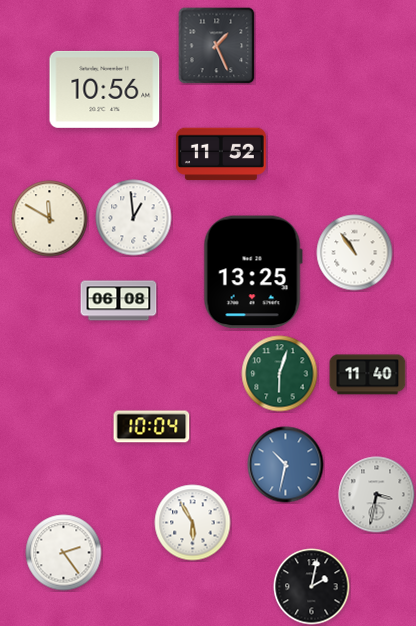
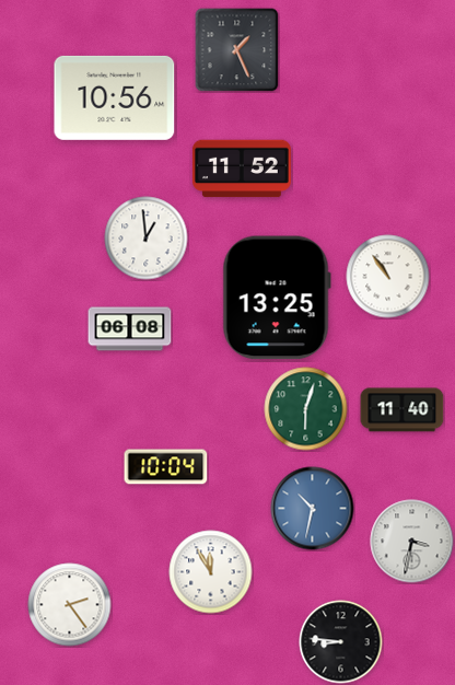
clock at (50, 219): 11:50 -> none
clock at (193, 523): 5:55 -> 11:55
clock at (312, 587): 2:02 -> 8:46
